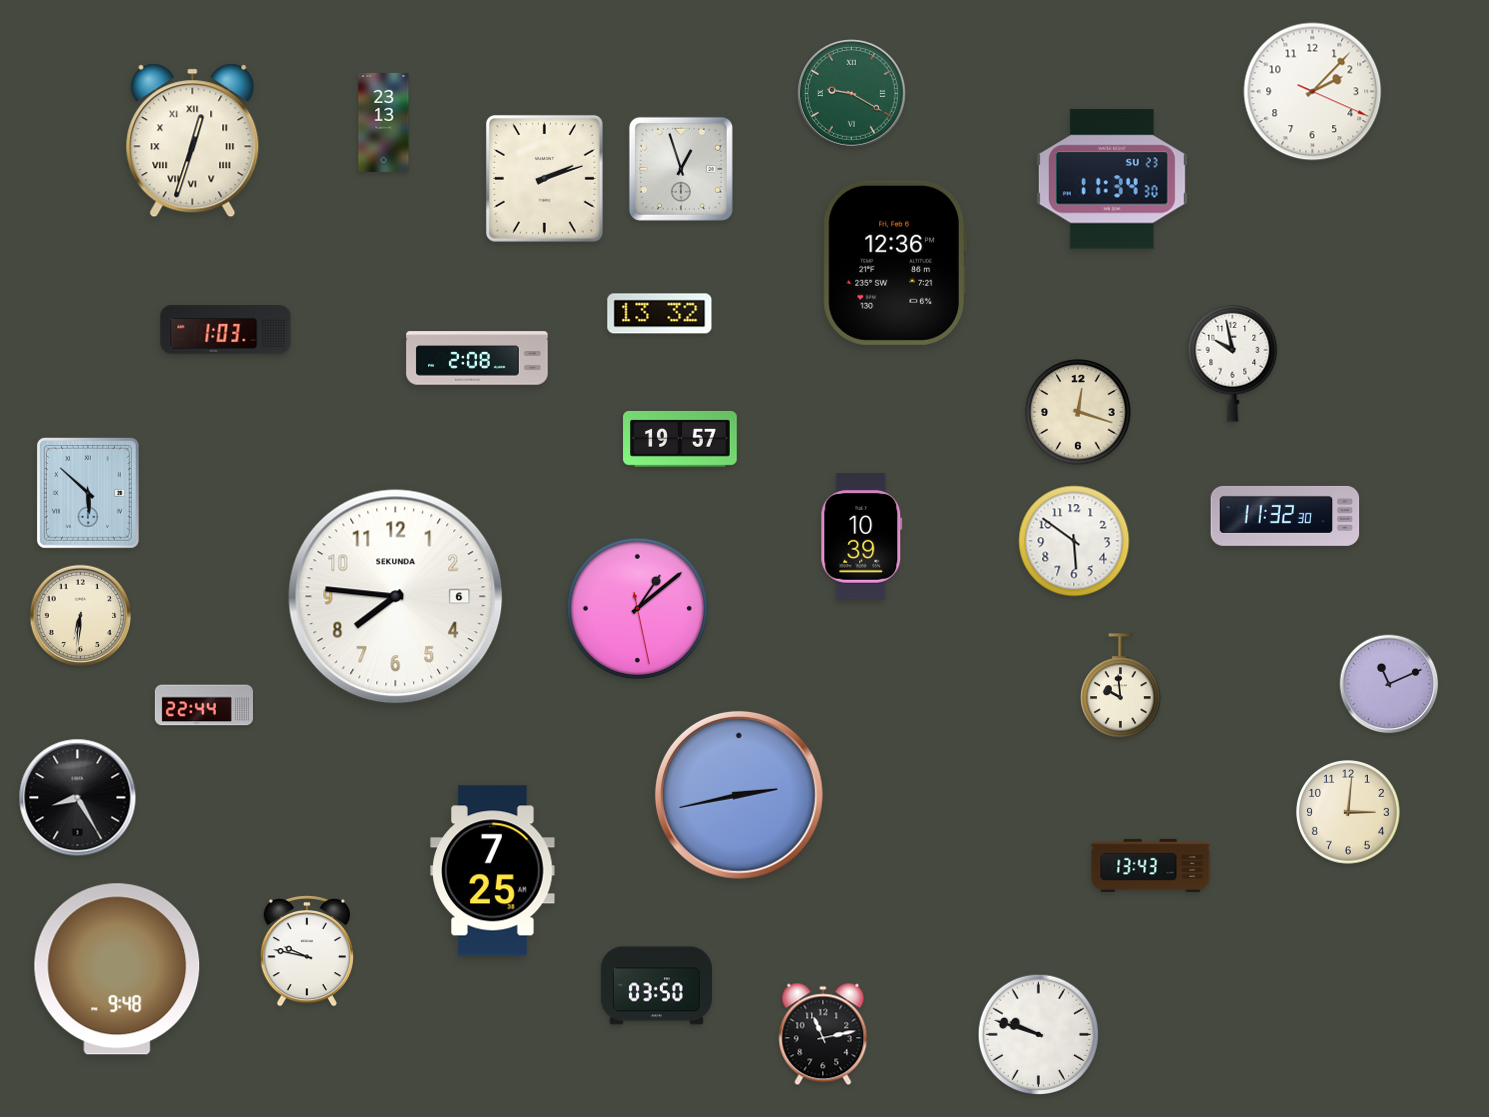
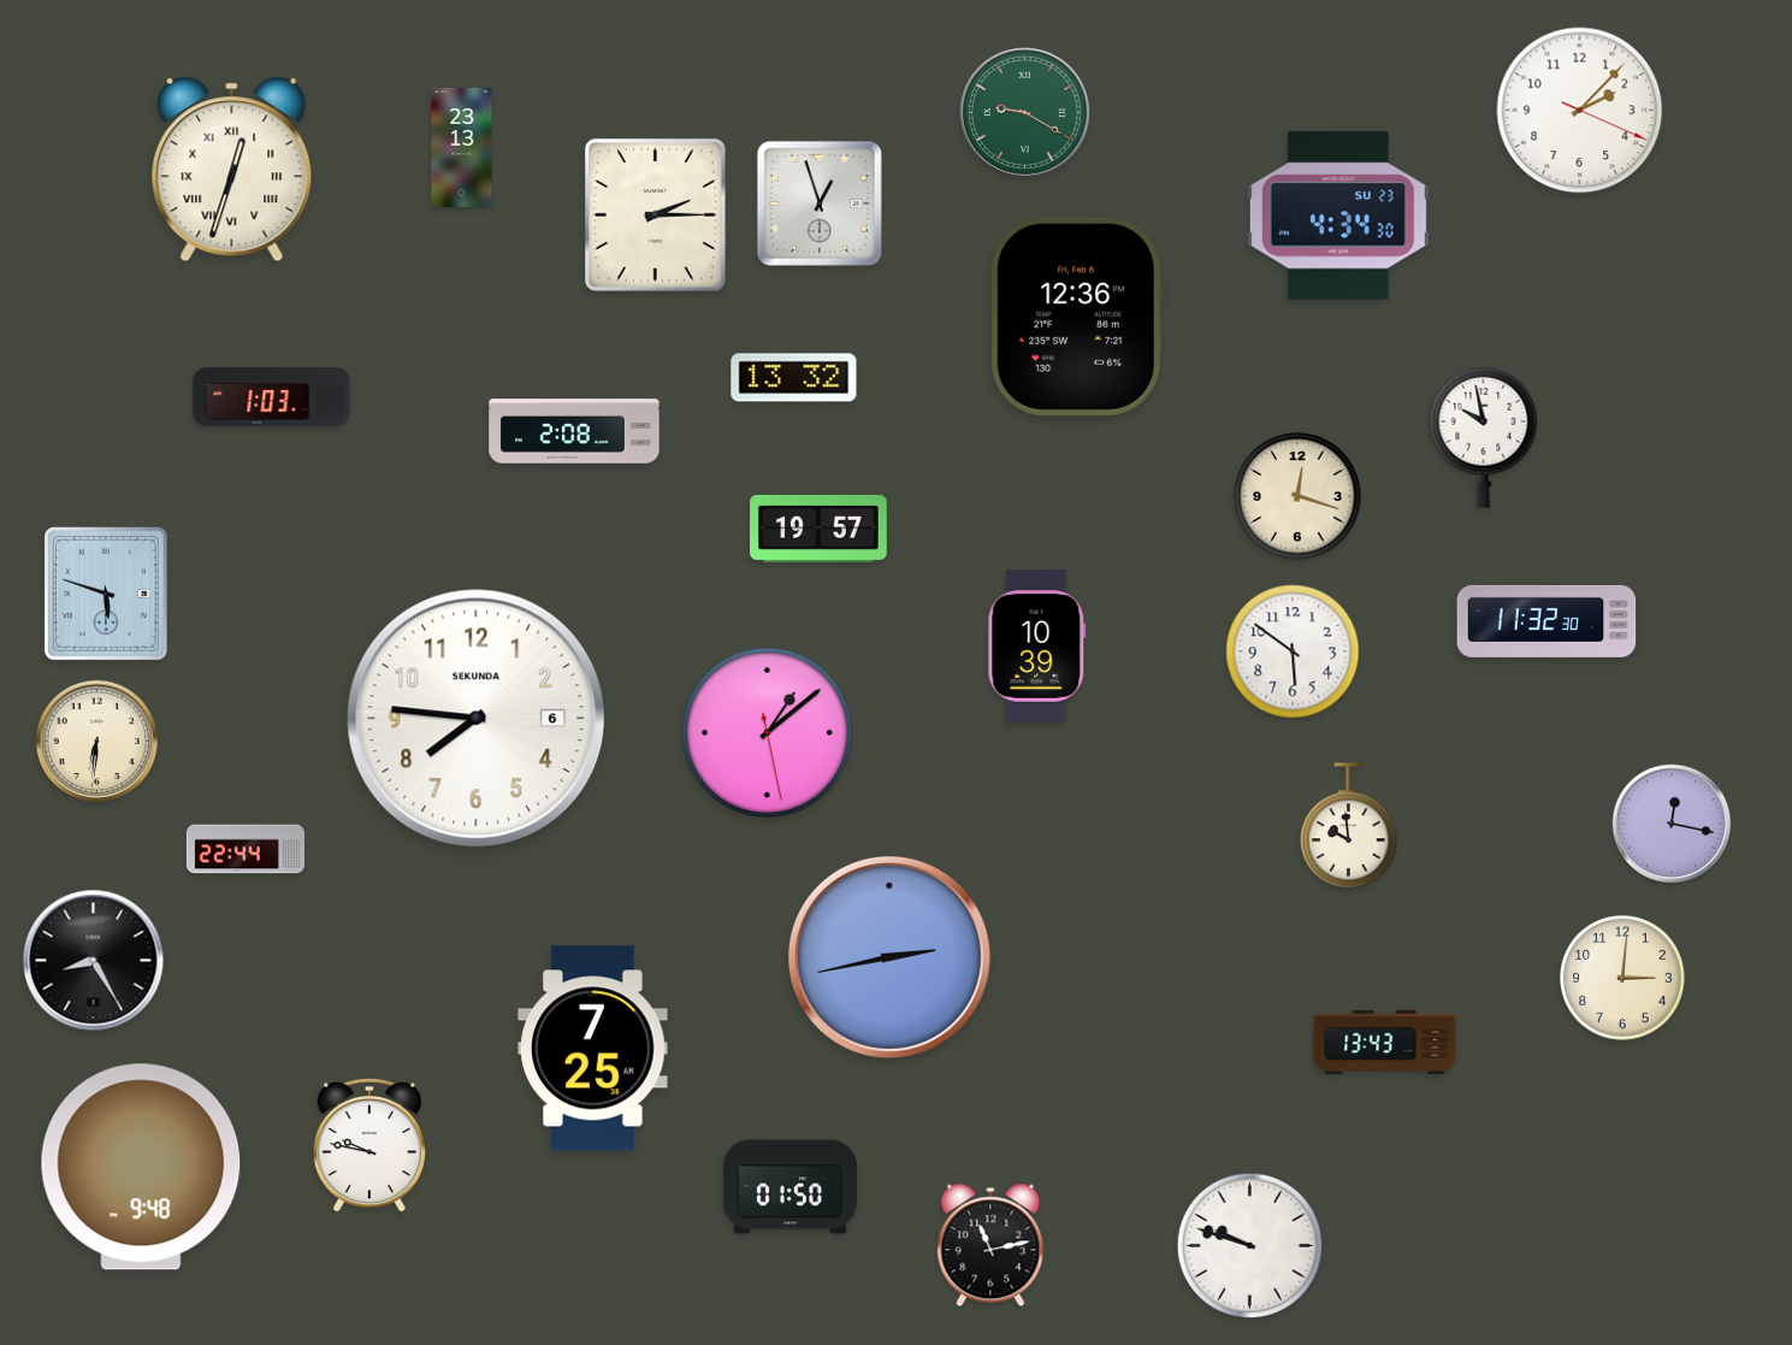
clock at (544, 178): 2:12 -> 2:15
clock at (1112, 179): 11:34 -> 4:34
clock at (88, 493): 5:52 -> 5:48
clock at (1389, 684): 11:11 -> 12:17
clock at (656, 986): 03:50 -> 01:50
